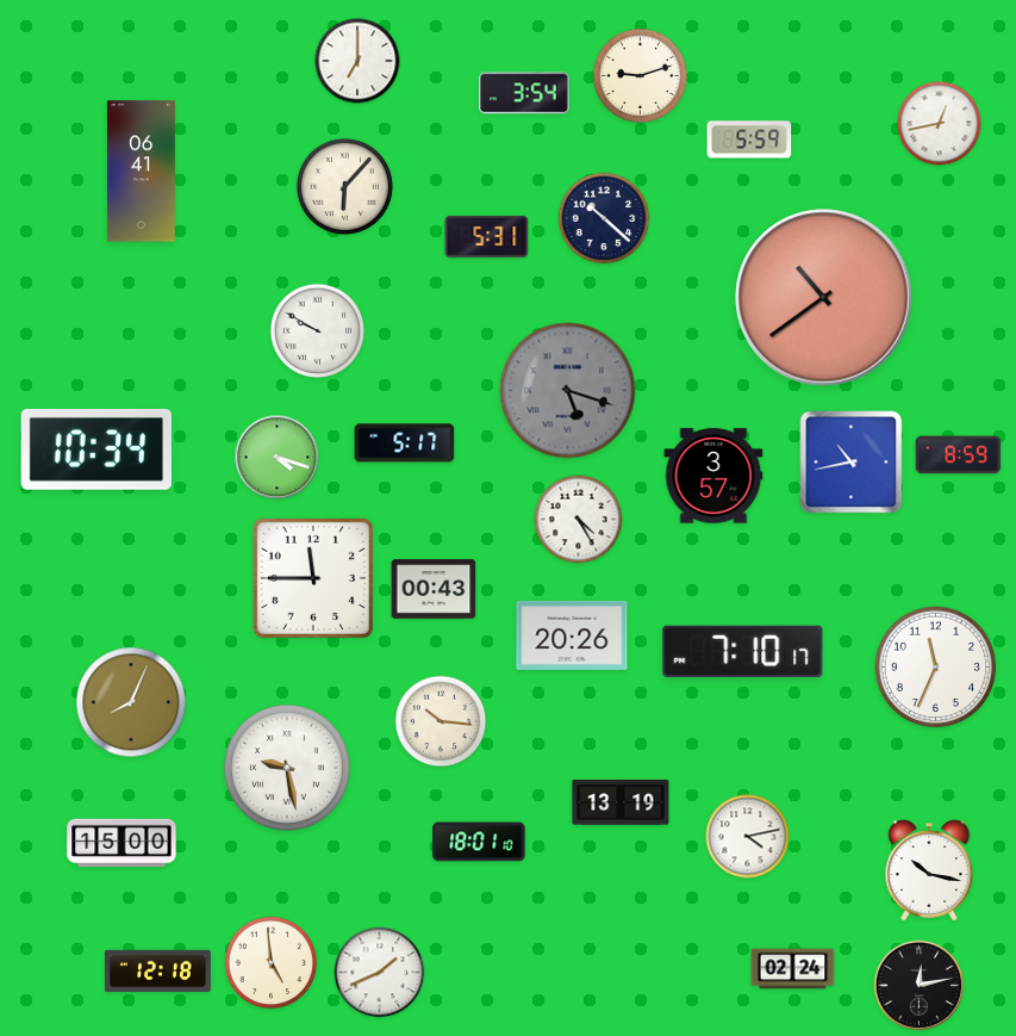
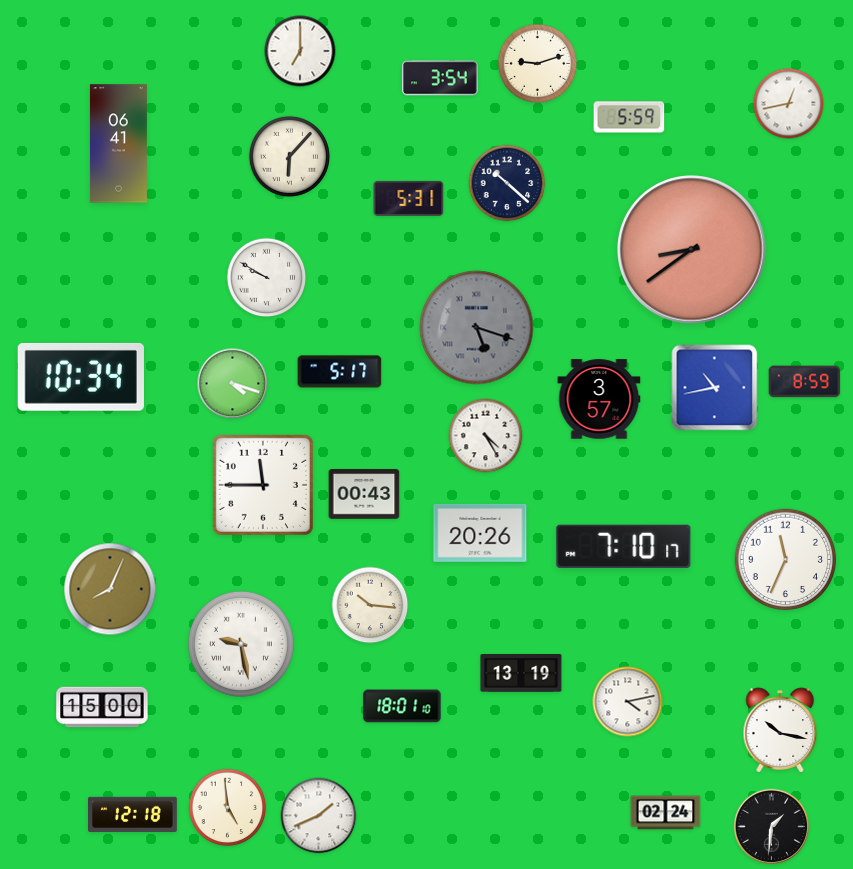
clock at (824, 298): 10:39 -> 8:39
clock at (920, 986): 12:13 -> 1:31
